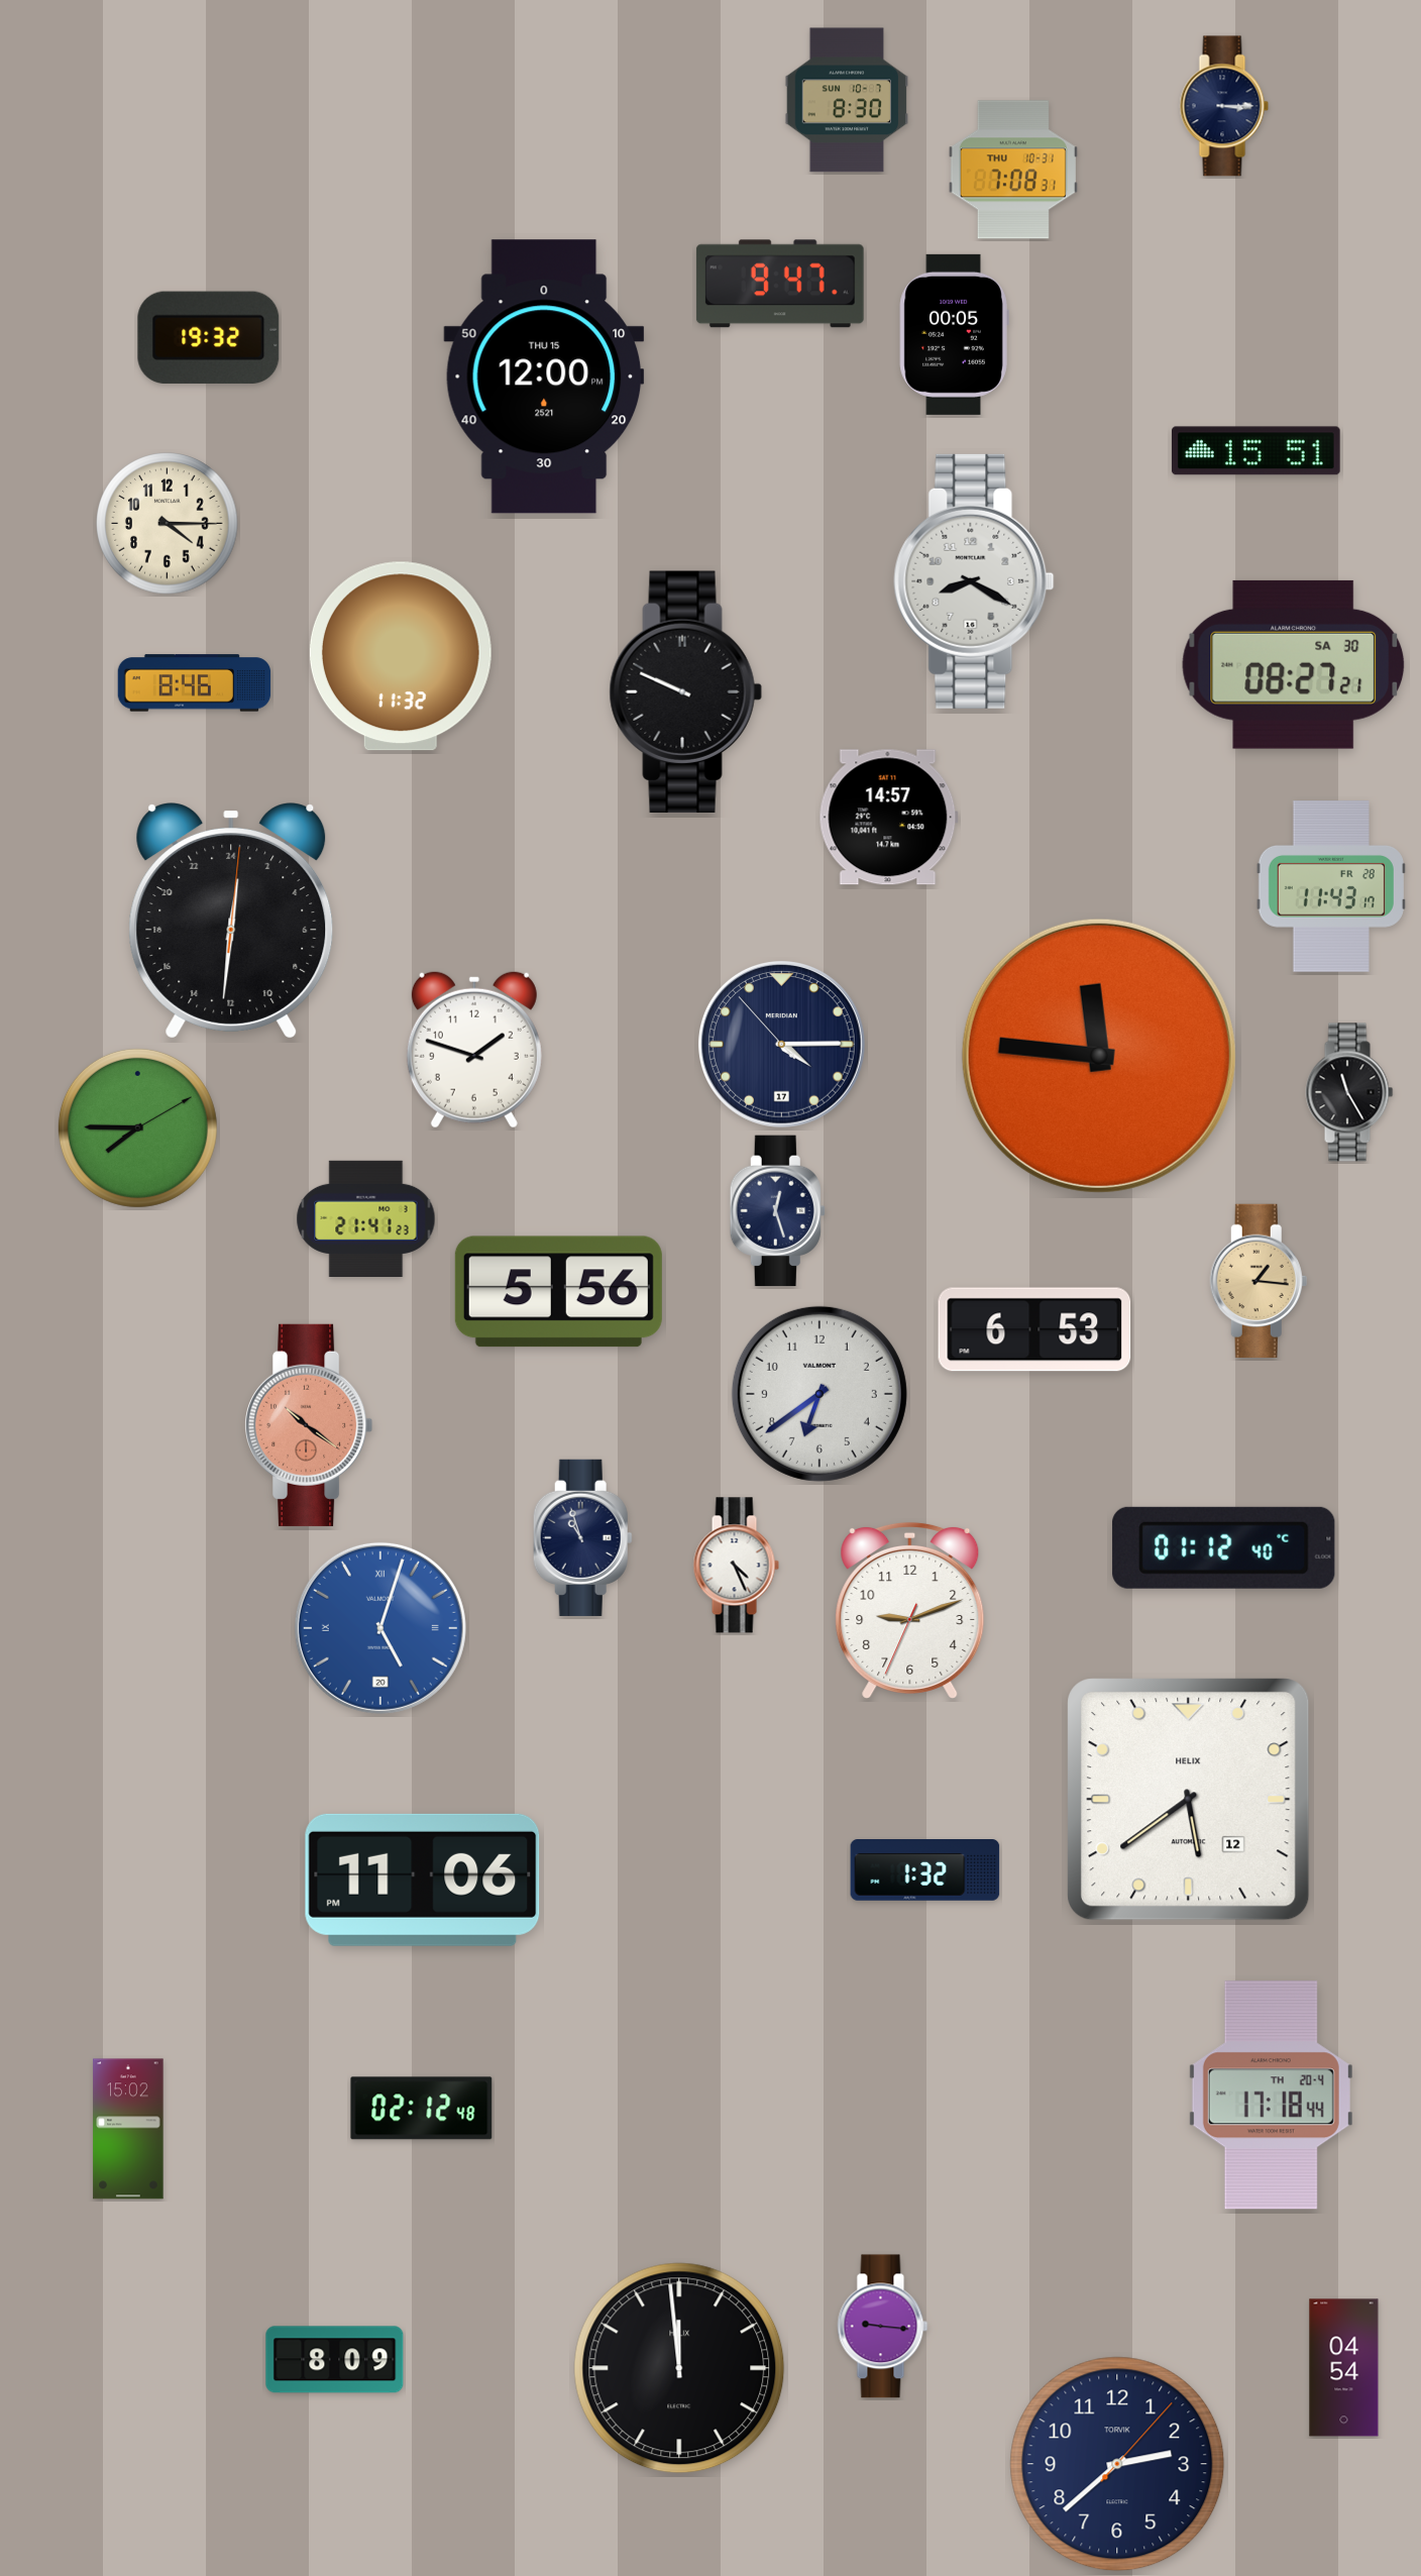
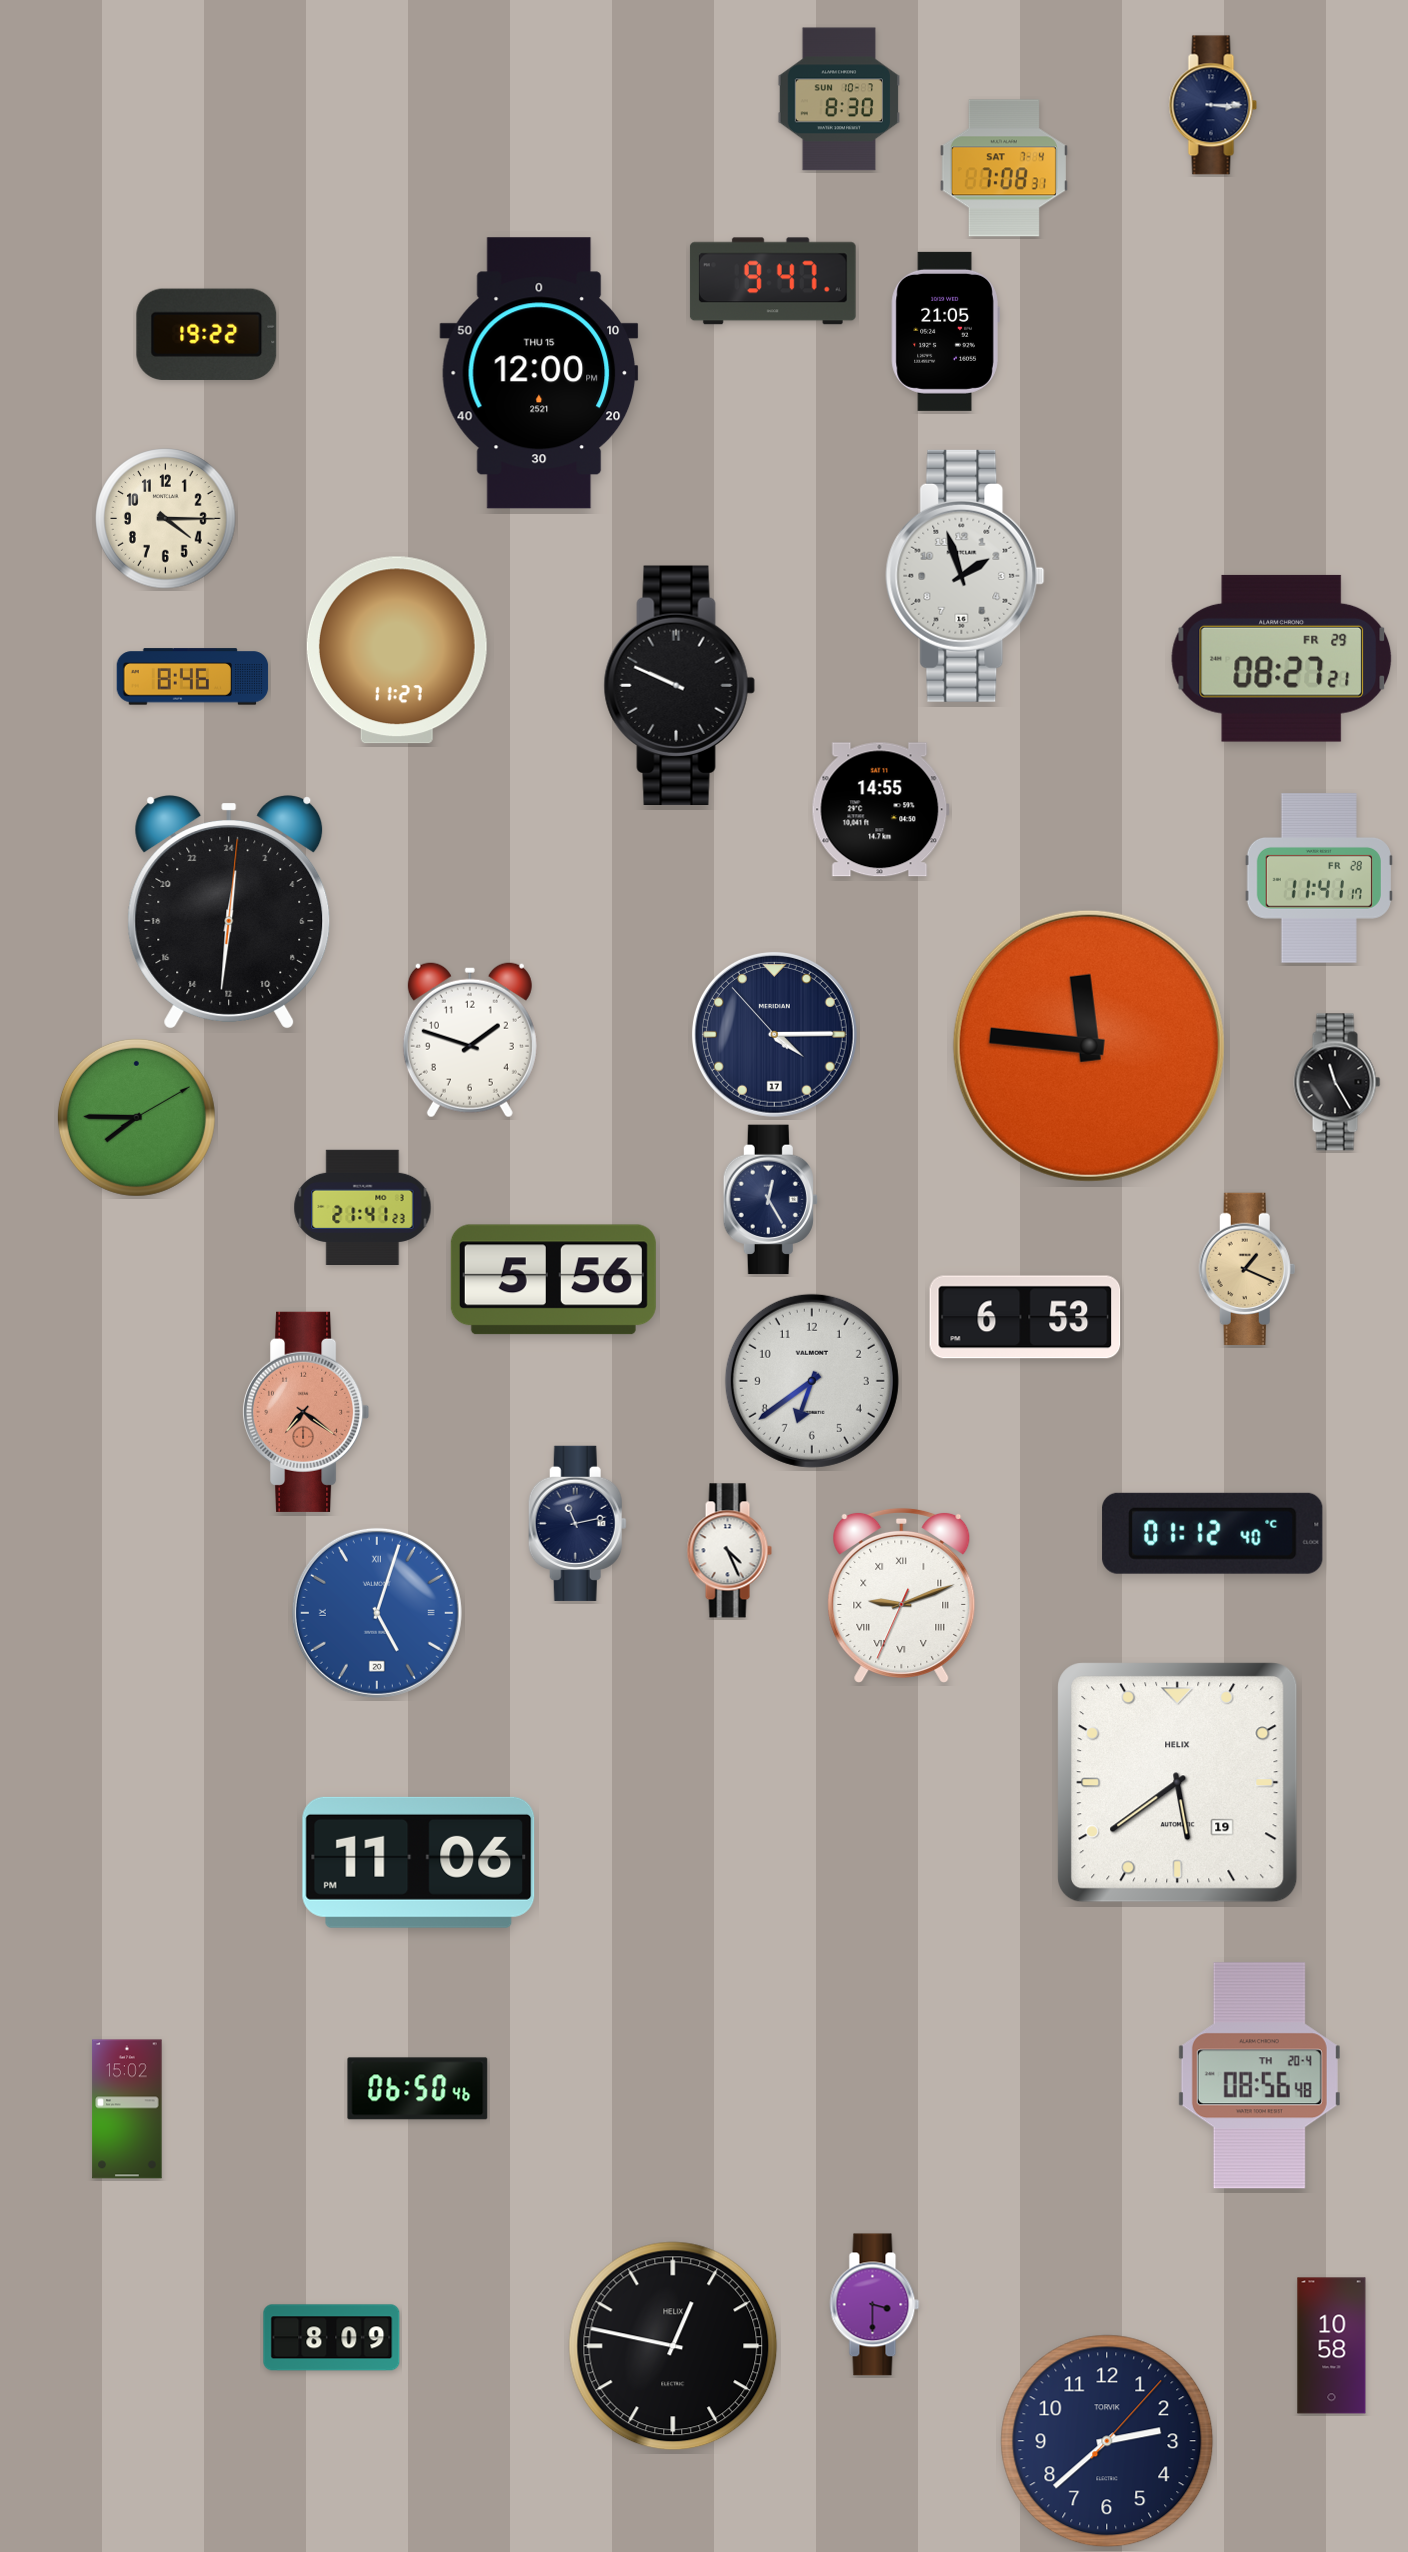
clock at (1013, 170) date: THU 10-31 -> SAT 7-4
clock at (954, 334): 00:05 -> 21:05
clock at (209, 337): 19:32 -> 19:22
clock at (1256, 451): 15:51 -> none
clock at (974, 581): 8:20 -> 1:57
clock at (401, 656): 11:32 -> 11:27
clock at (1294, 664) date: SA 30 -> FR 29
clock at (888, 818): 14:57 -> 14:55
clock at (1331, 886): 11:43 -> 11:41
clock at (777, 1211): 12:27 -> 12:25
clock at (1259, 1280): 1:16 -> 1:19
clock at (310, 1425): 10:21 -> 7:21
clock at (582, 1537): 10:57 -> 11:13
clock at (910, 1610) numerals: Arabic -> Roman
clock at (1189, 1800) date: 12 -> 19
clock at (925, 1870): 1:32 -> none
clock at (1271, 2096): 17:18 -> 08:56
clock at (422, 2109): 02:12 -> 06:50
clock at (883, 2327): 9:16 -> 3:30
clock at (679, 2368): 11:59 -> 12:47
clock at (1344, 2368): 04:54 -> 10:58
